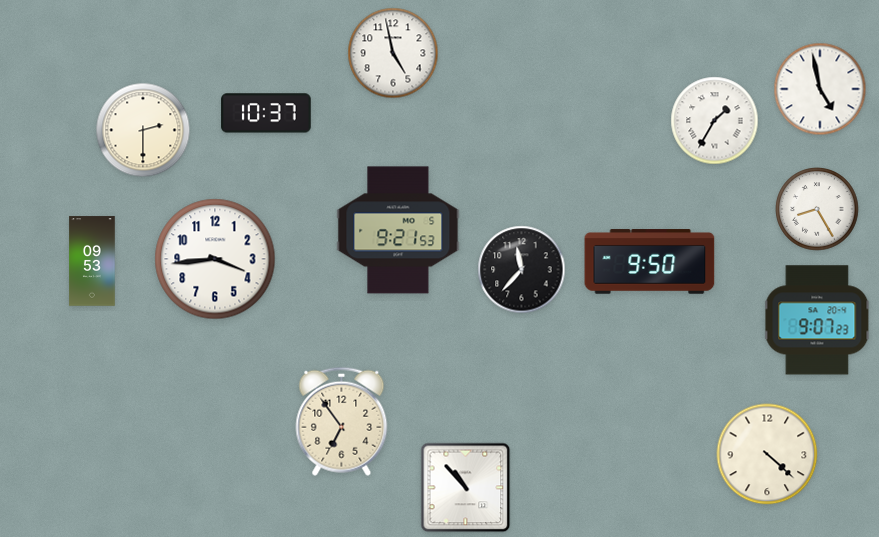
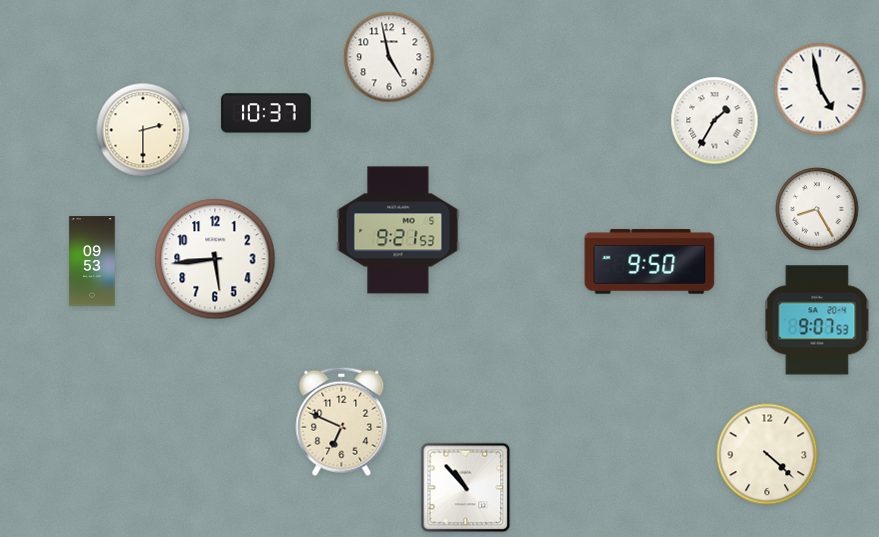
clock at (393, 53) position: (393, 53) -> (389, 57)
clock at (215, 259): 3:44 -> 5:44
clock at (522, 270): 11:37 -> none
clock at (817, 320): 9:07:23 -> 9:07:53
clock at (342, 421): 6:54 -> 6:49
